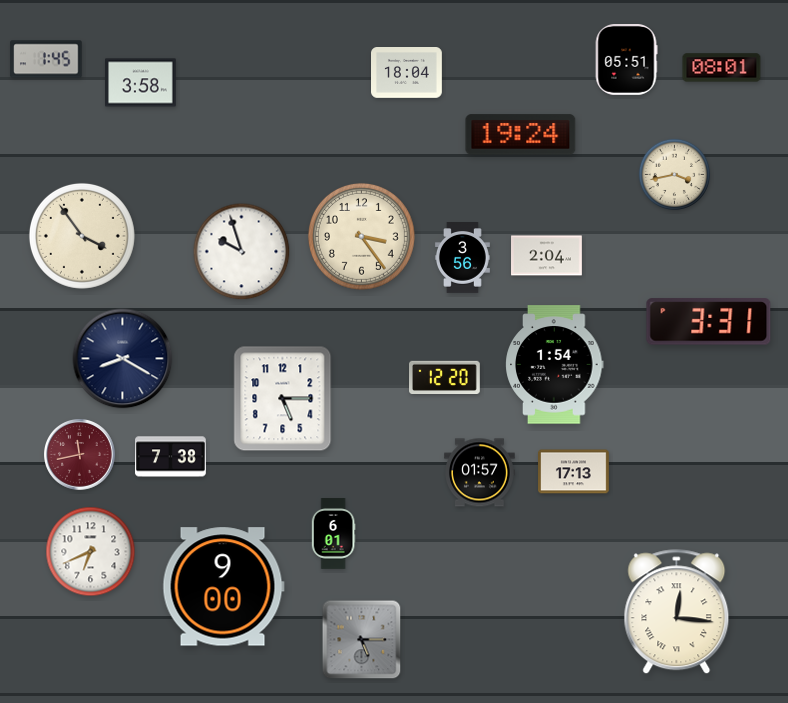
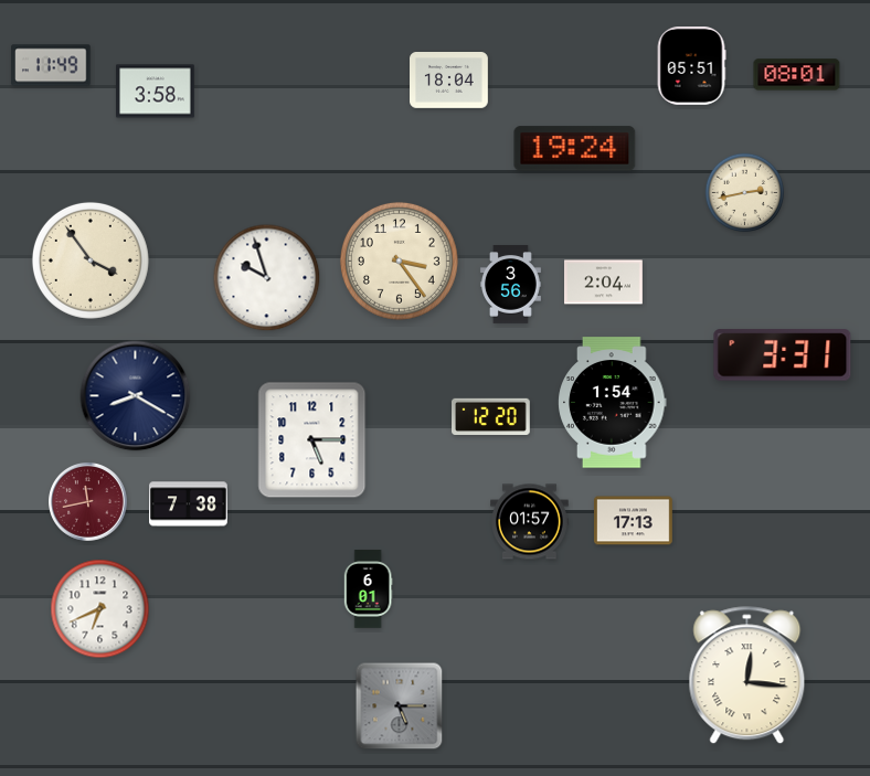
clock at (46, 59): 1:45 -> 11:49
clock at (675, 175): 3:43 -> 2:43
clock at (223, 587): 9:00 -> none
